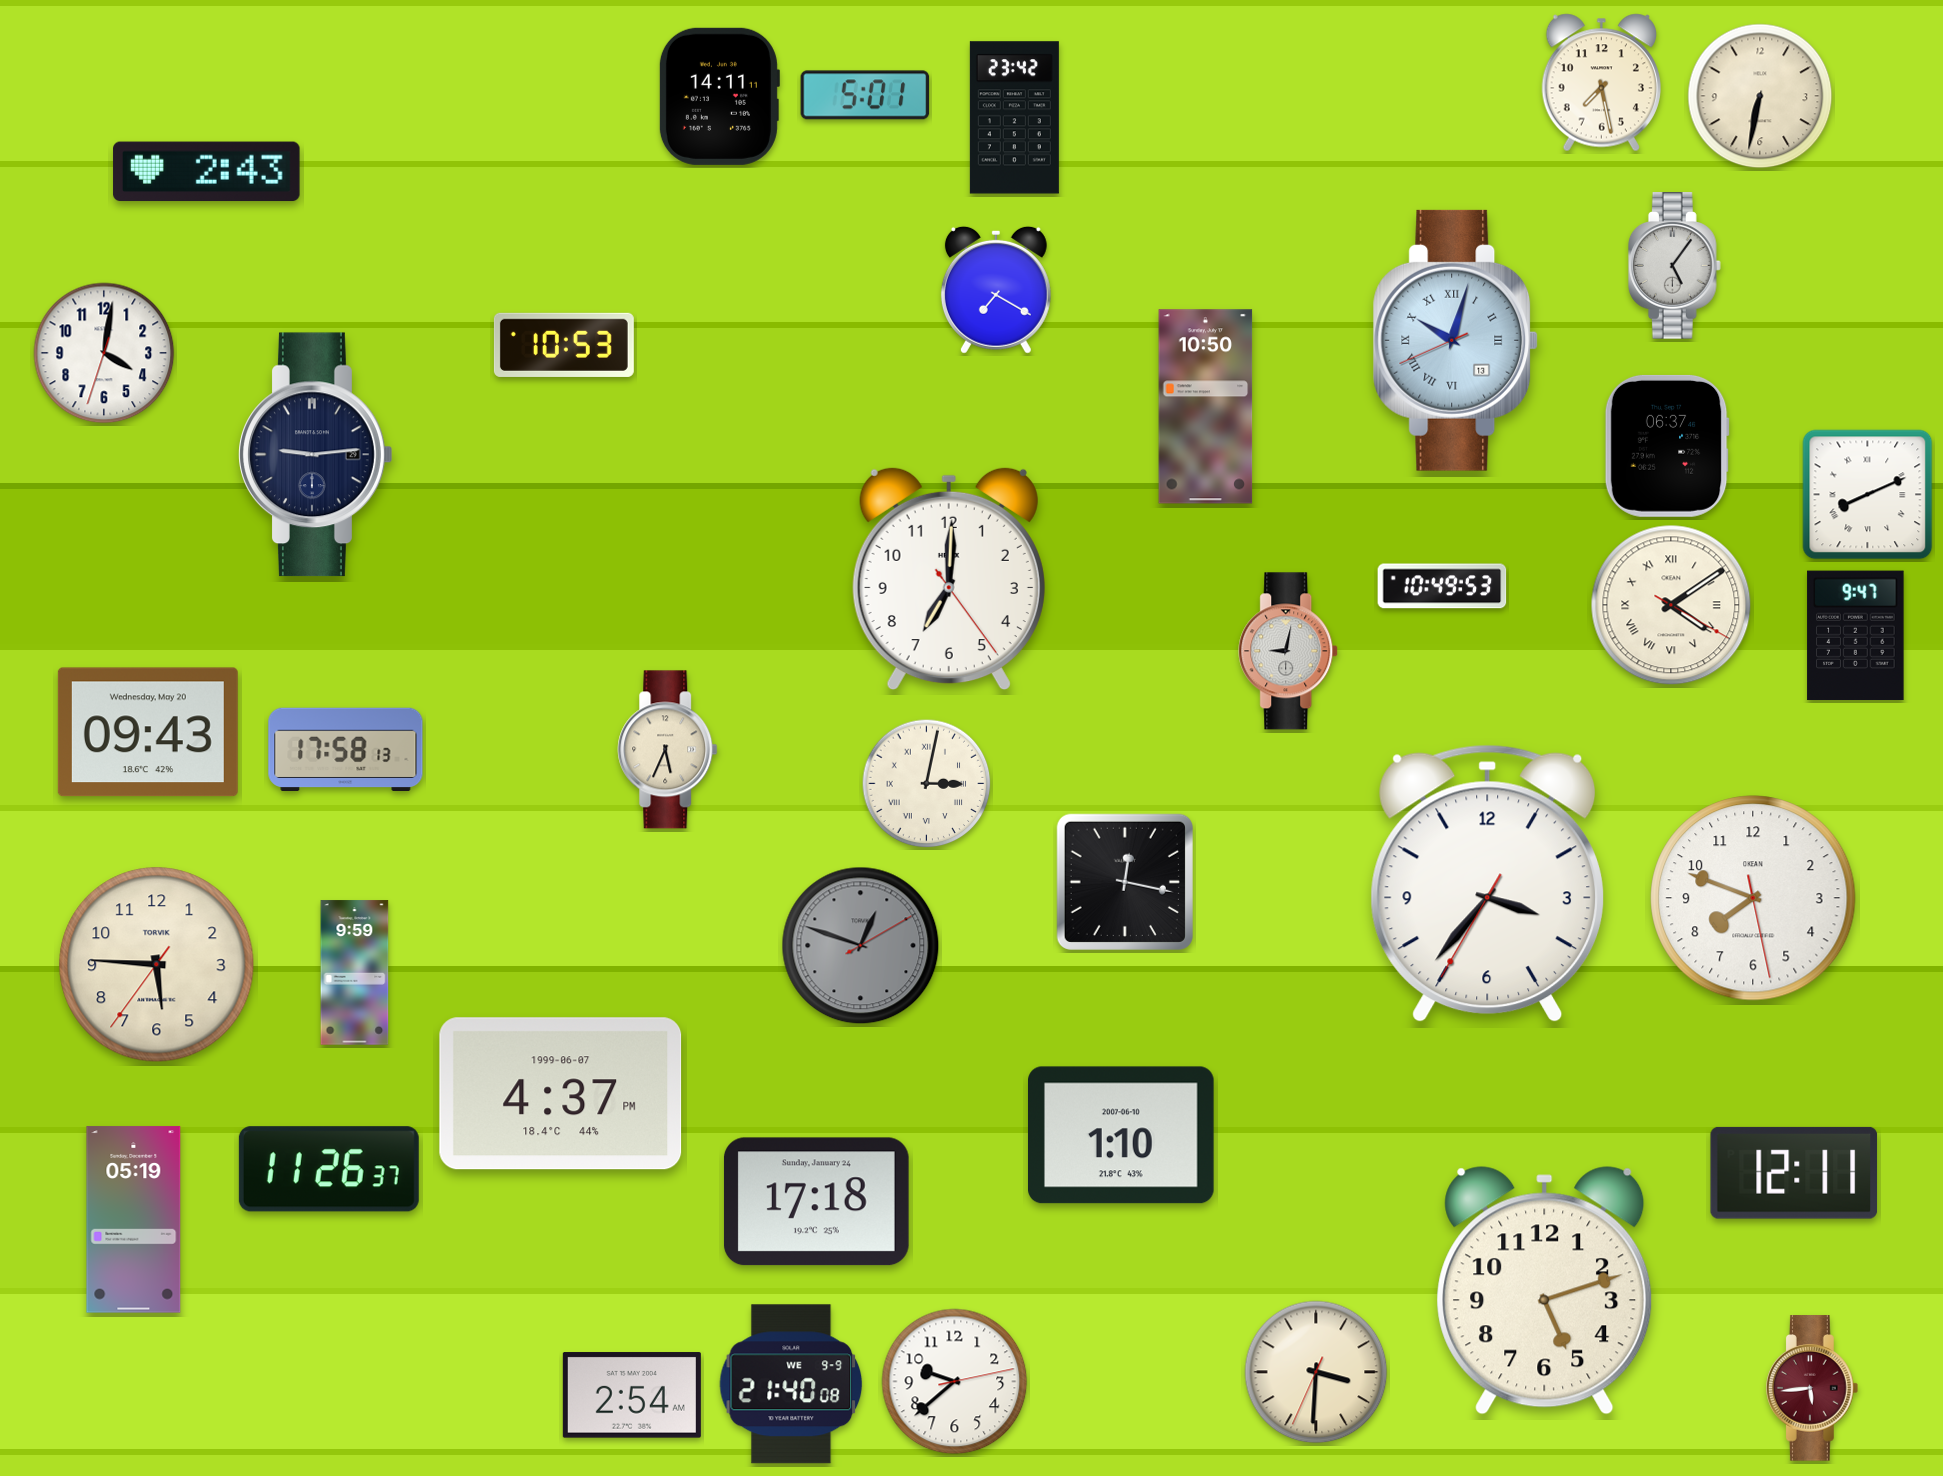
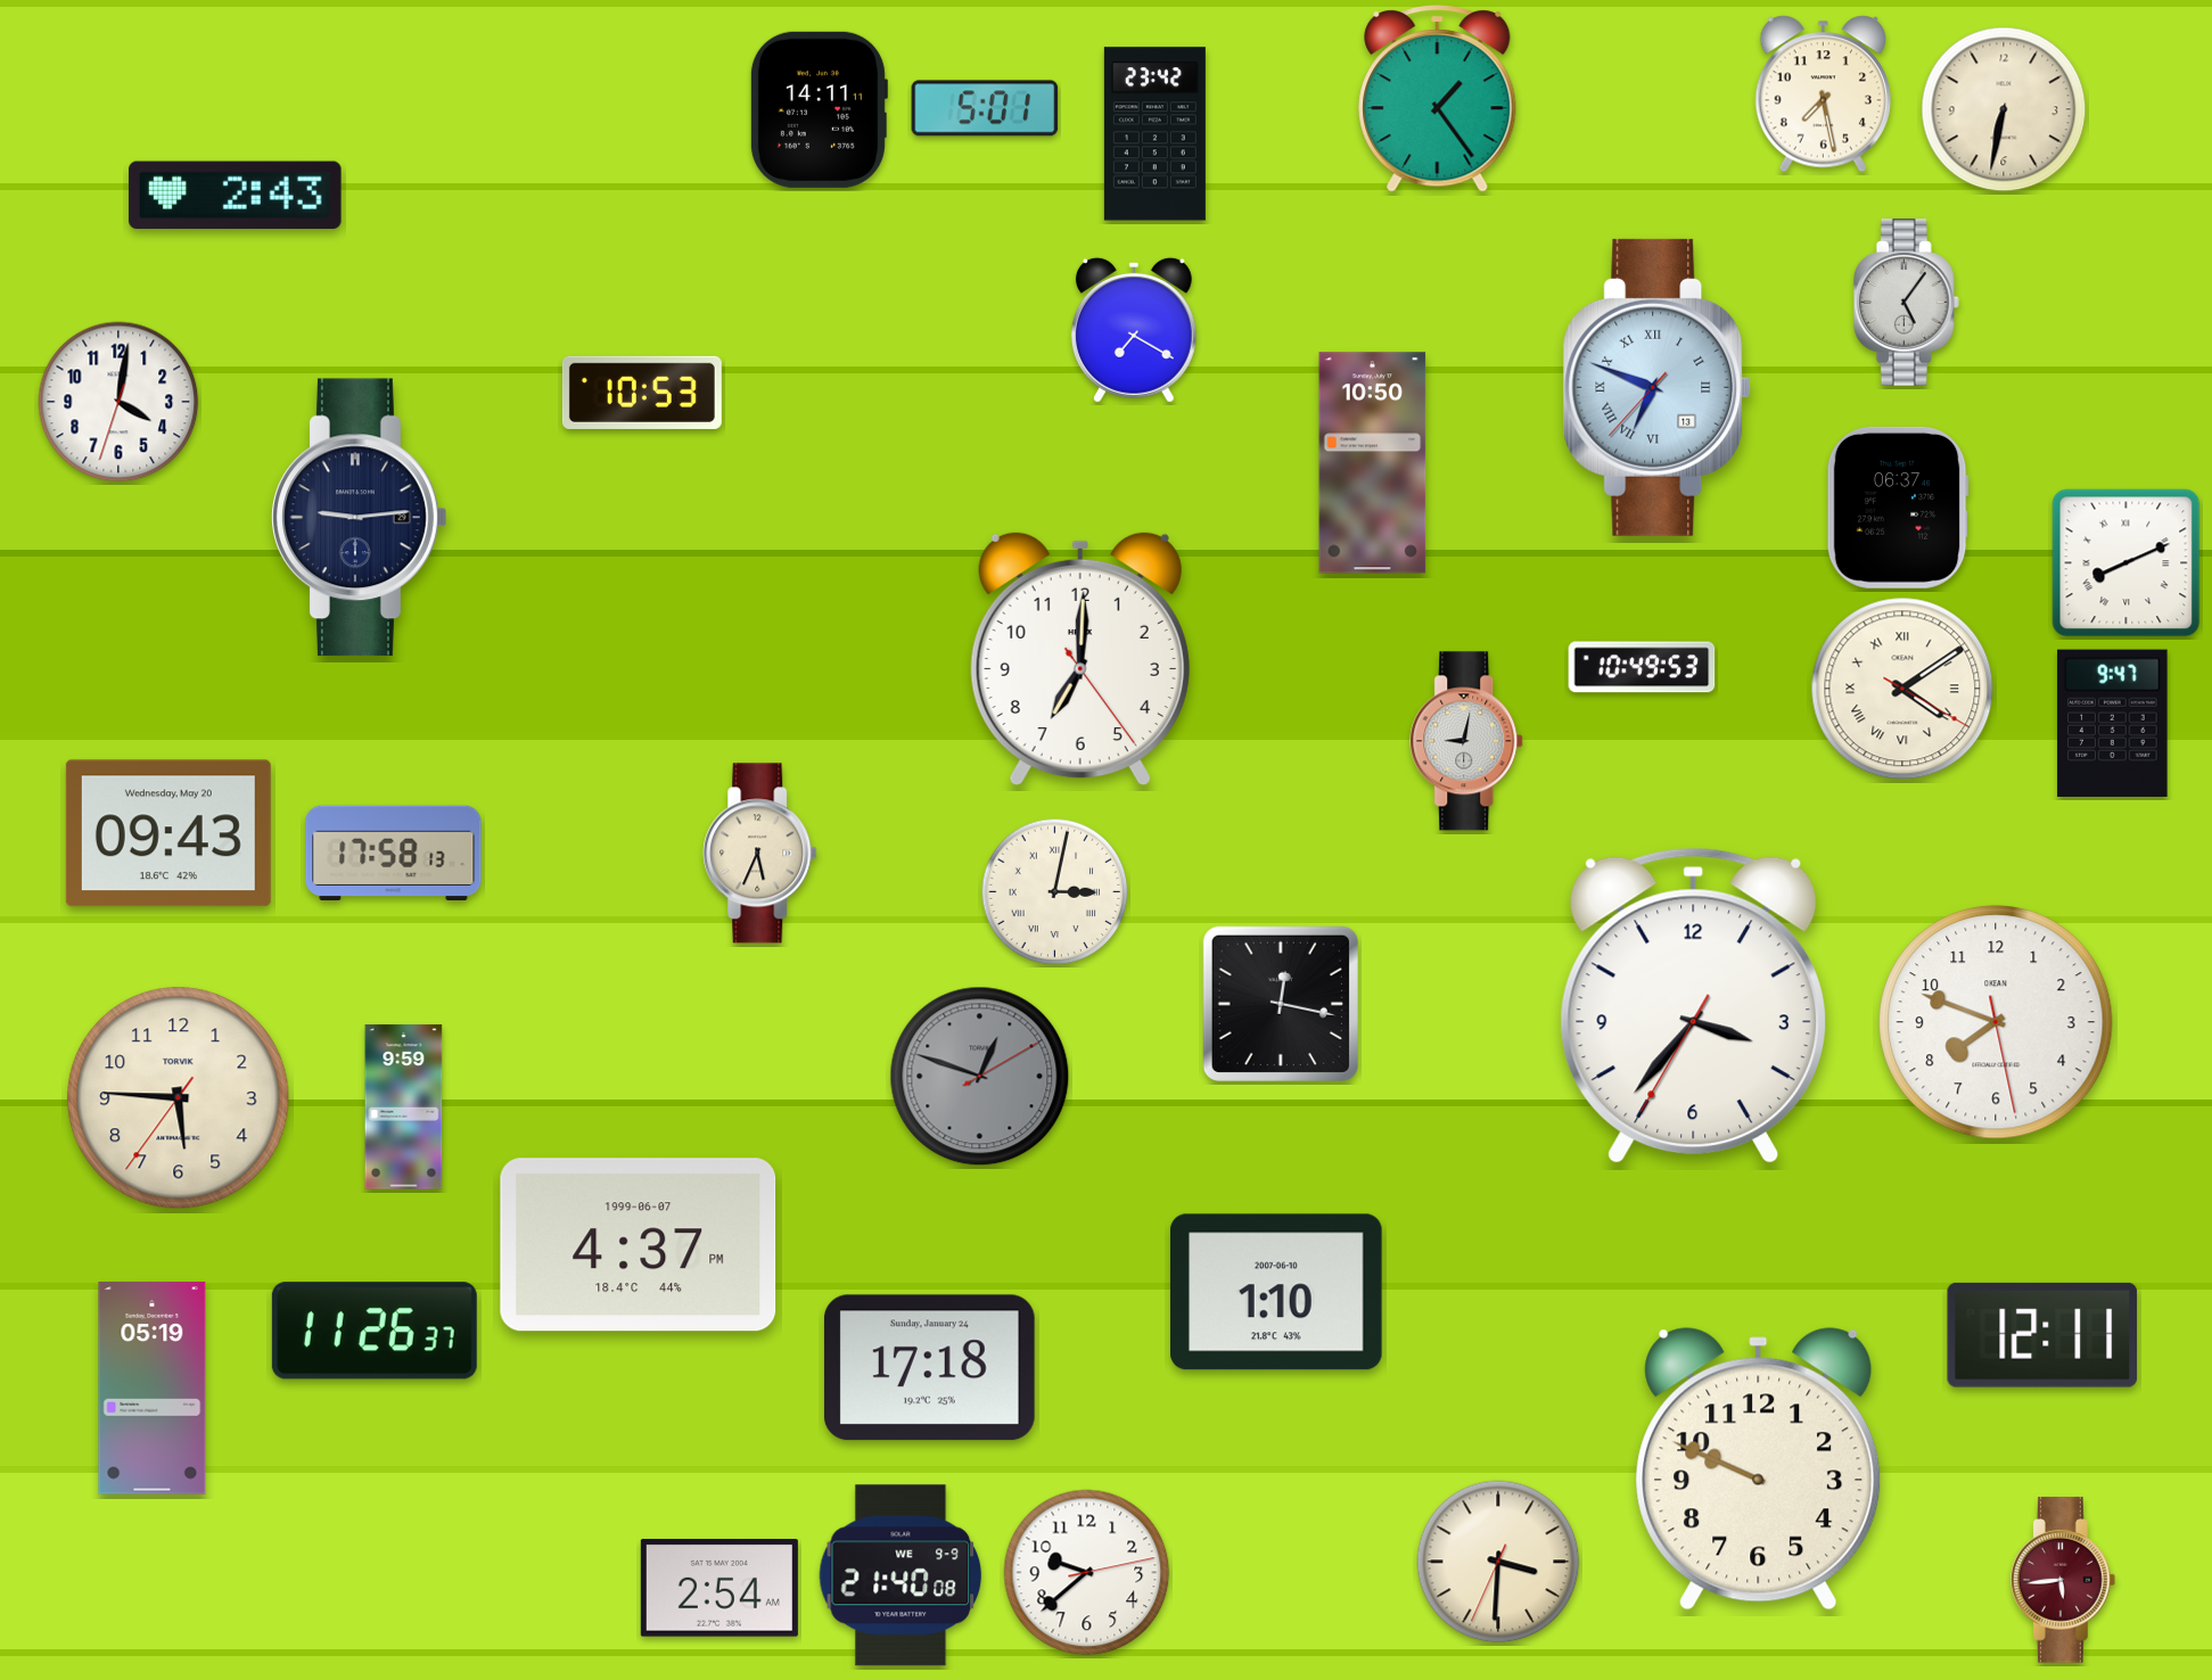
clock at (1438, 99): none -> 1:24
clock at (1456, 340): 10:02 -> 6:48
clock at (1545, 1291): 5:12 -> 9:49
